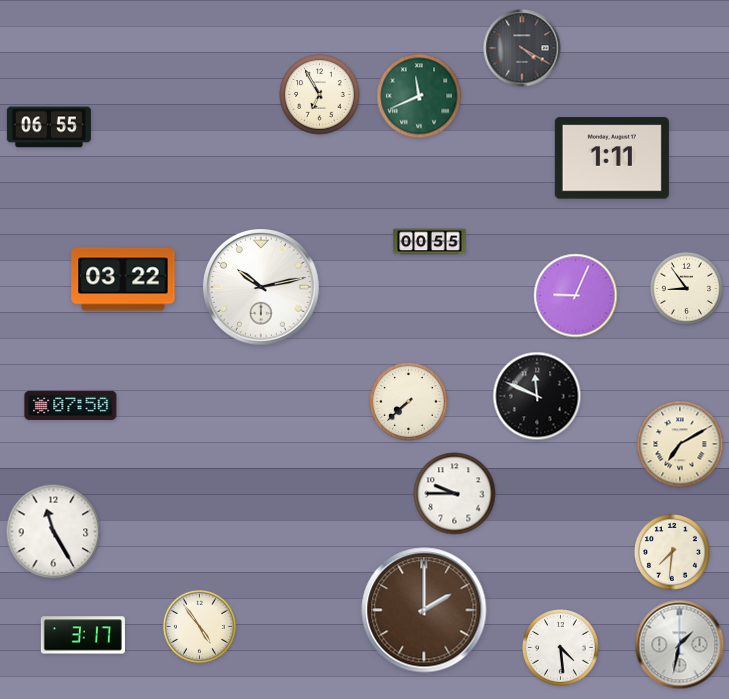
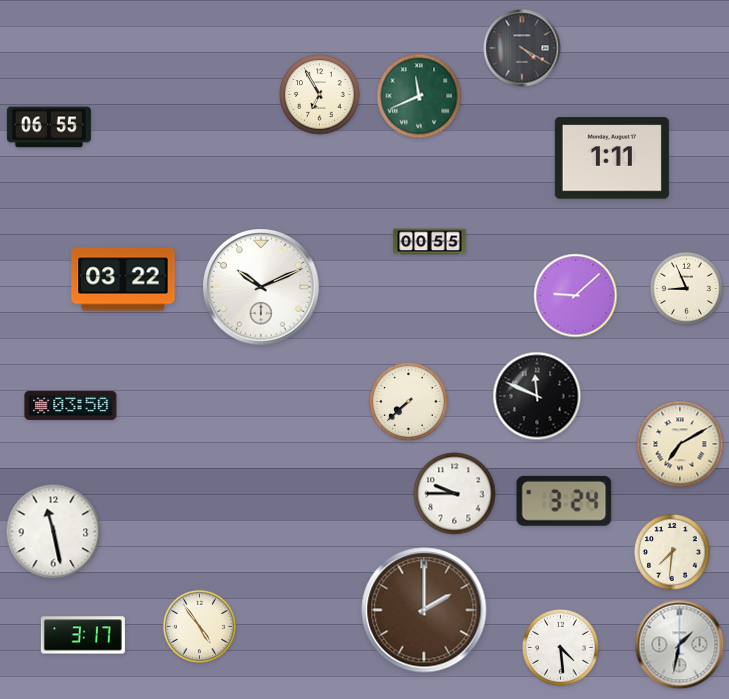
clock at (261, 287): 10:13 -> 10:11
clock at (686, 288): 8:54 -> 8:56
clock at (576, 296): 9:04 -> 9:08
clock at (71, 405): 07:50 -> 03:50
clock at (564, 501): none -> 3:24
clock at (54, 532): 11:25 -> 11:28
